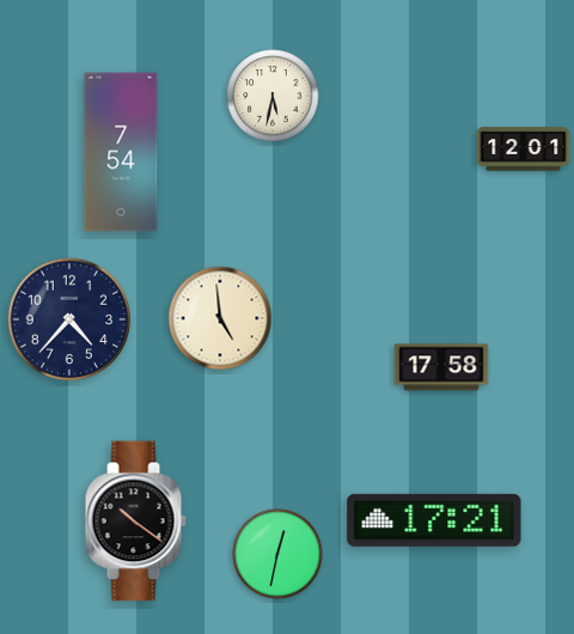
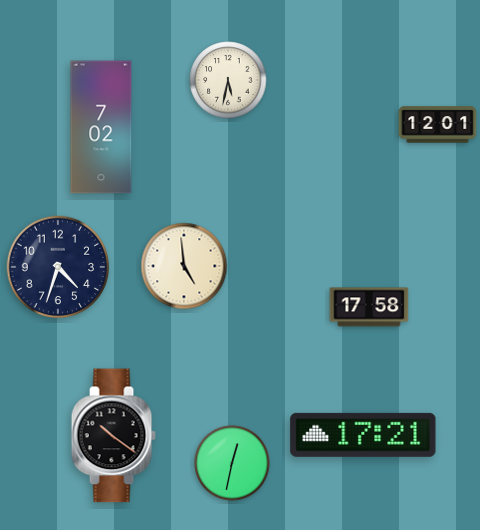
clock at (121, 152): 7:54 -> 7:02
clock at (69, 319): 4:37 -> 4:33
